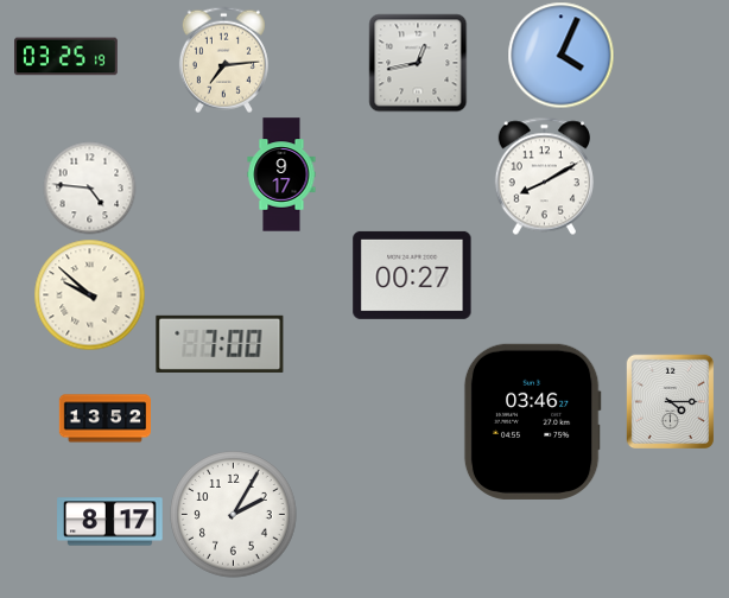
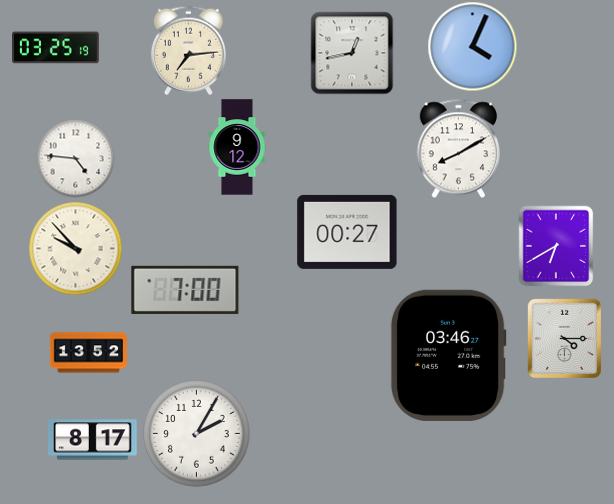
clock at (281, 174): 9:17 -> 9:12
clock at (556, 246): none -> 6:40
clock at (89, 294): 9:52 -> 9:53
